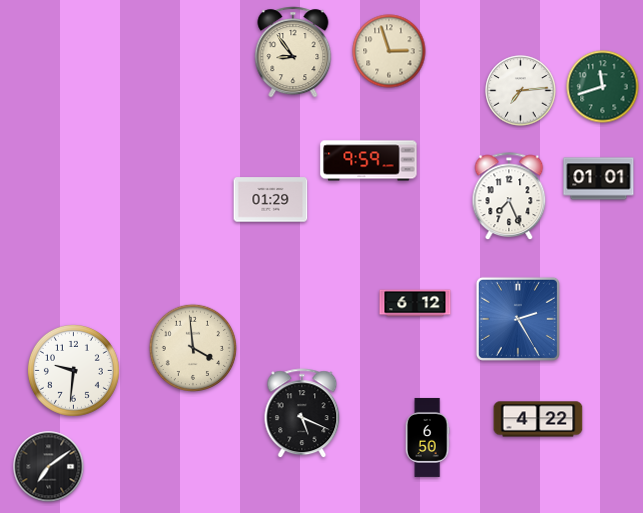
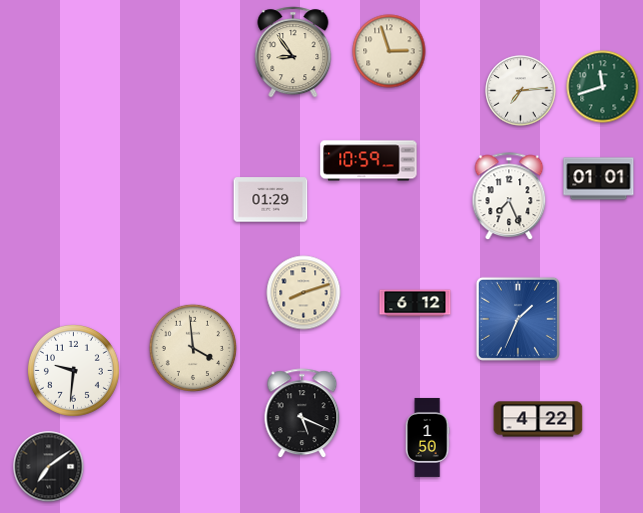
clock at (369, 161): 9:59 -> 10:59
clock at (304, 293): none -> 8:12
clock at (518, 319): 2:25 -> 1:34
clock at (427, 437): 6:50 -> 1:50
